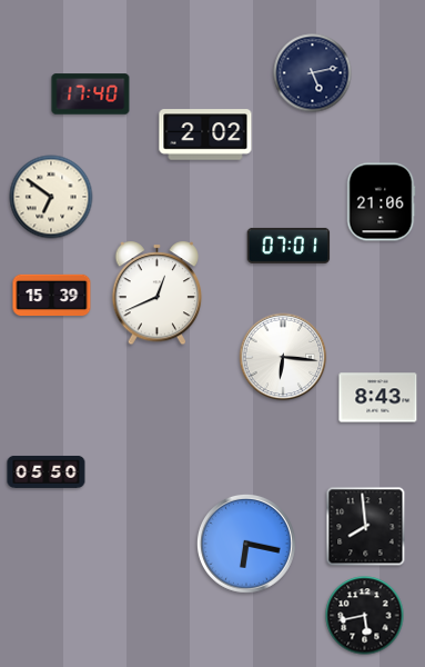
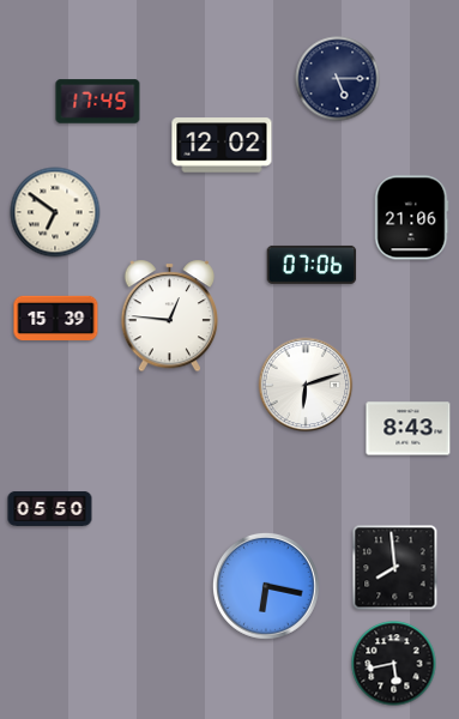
clock at (313, 73): 5:13 -> 5:15
clock at (91, 94): 17:40 -> 17:45
clock at (205, 135): 2:02 -> 12:02
clock at (289, 246): 07:01 -> 07:06
clock at (158, 293): 12:41 -> 12:46
clock at (283, 357): 6:16 -> 6:12
